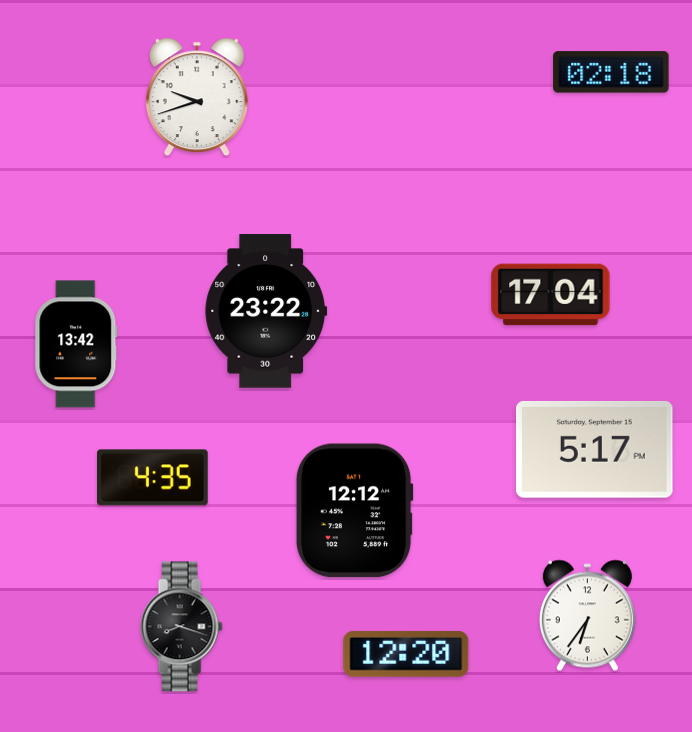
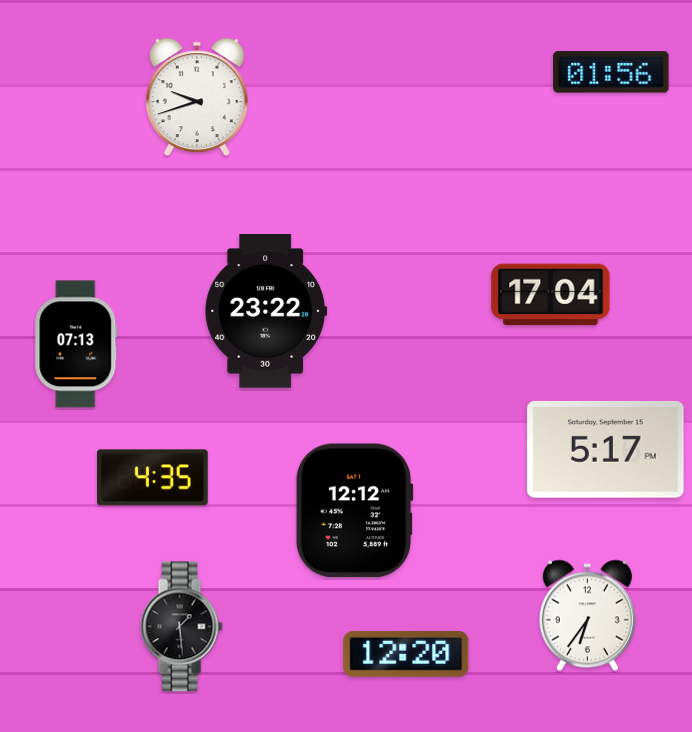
clock at (611, 72): 02:18 -> 01:56
clock at (76, 344): 13:42 -> 07:13
clock at (595, 449) position: (595, 449) -> (606, 449)
clock at (181, 627): 8:18 -> 1:29
